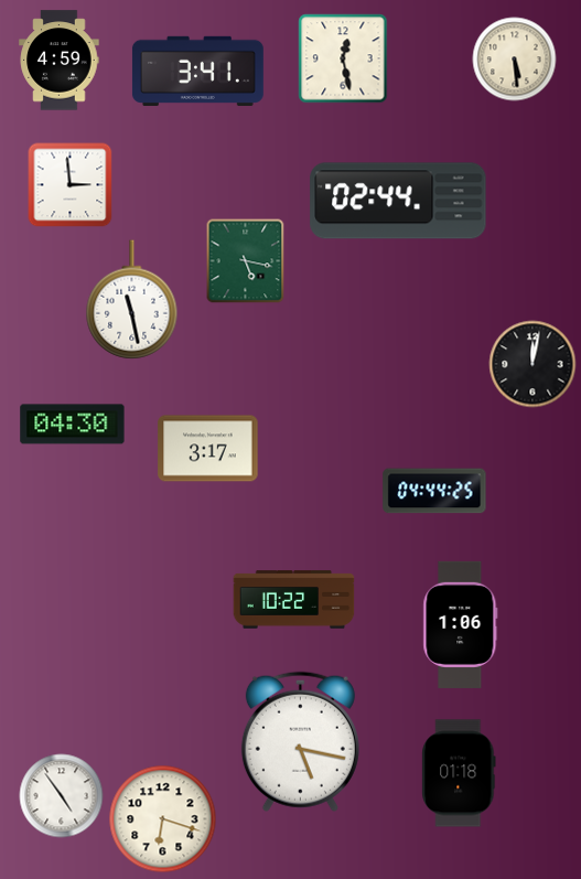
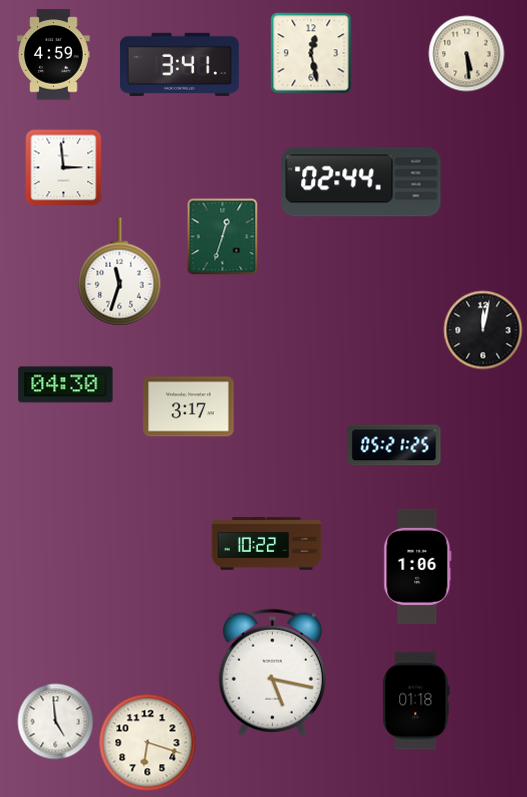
clock at (246, 261): 5:17 -> 12:33
clock at (132, 300): 11:28 -> 11:33
clock at (434, 491): 04:44 -> 05:21
clock at (62, 796): 4:54 -> 4:59
